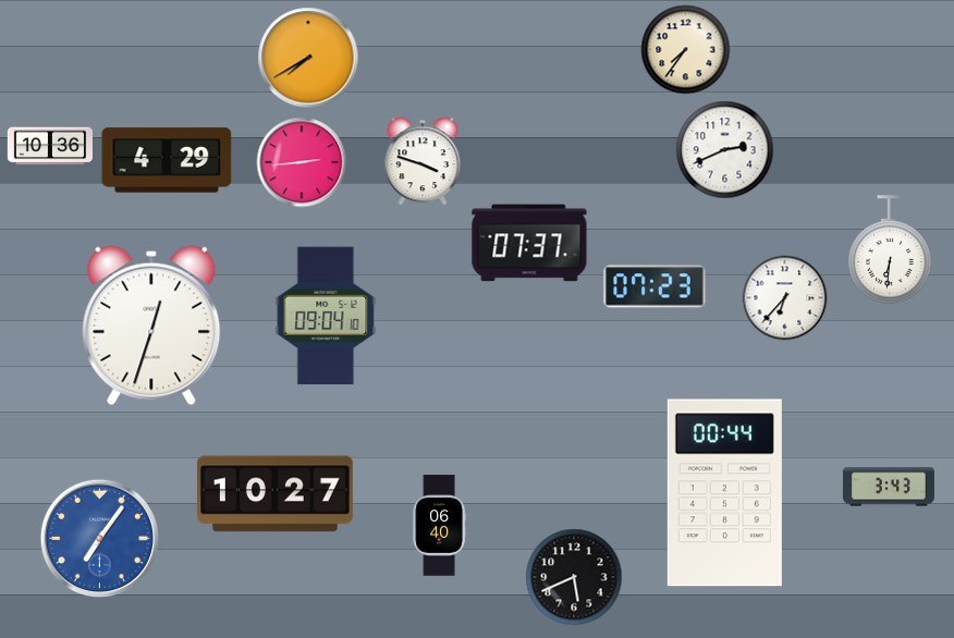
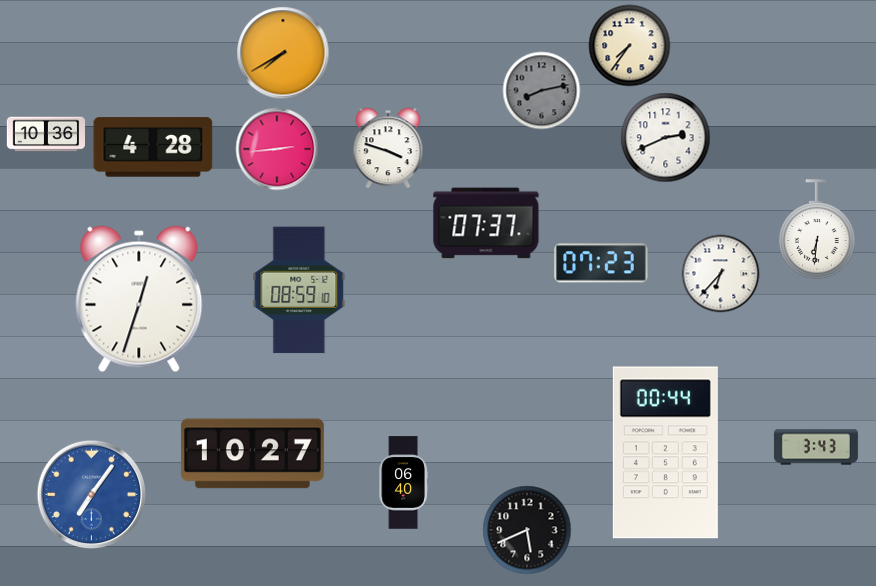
clock at (541, 90): none -> 8:13
clock at (167, 160): 4:29 -> 4:28
clock at (326, 316): 09:04 -> 08:59
